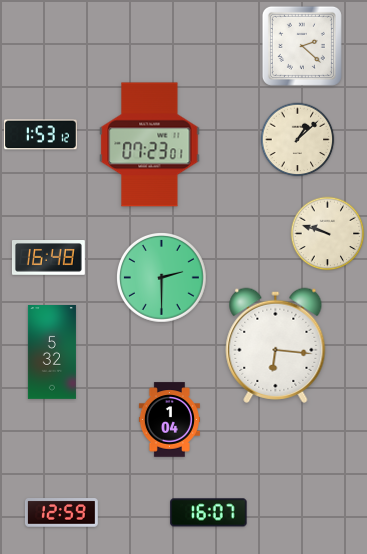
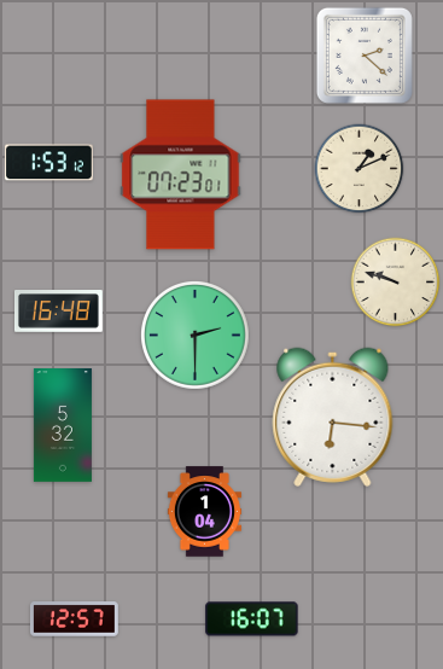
clock at (298, 140): 1:08 -> 1:11
clock at (169, 420) position: (169, 420) -> (204, 512)
clock at (61, 513): 12:59 -> 12:57
